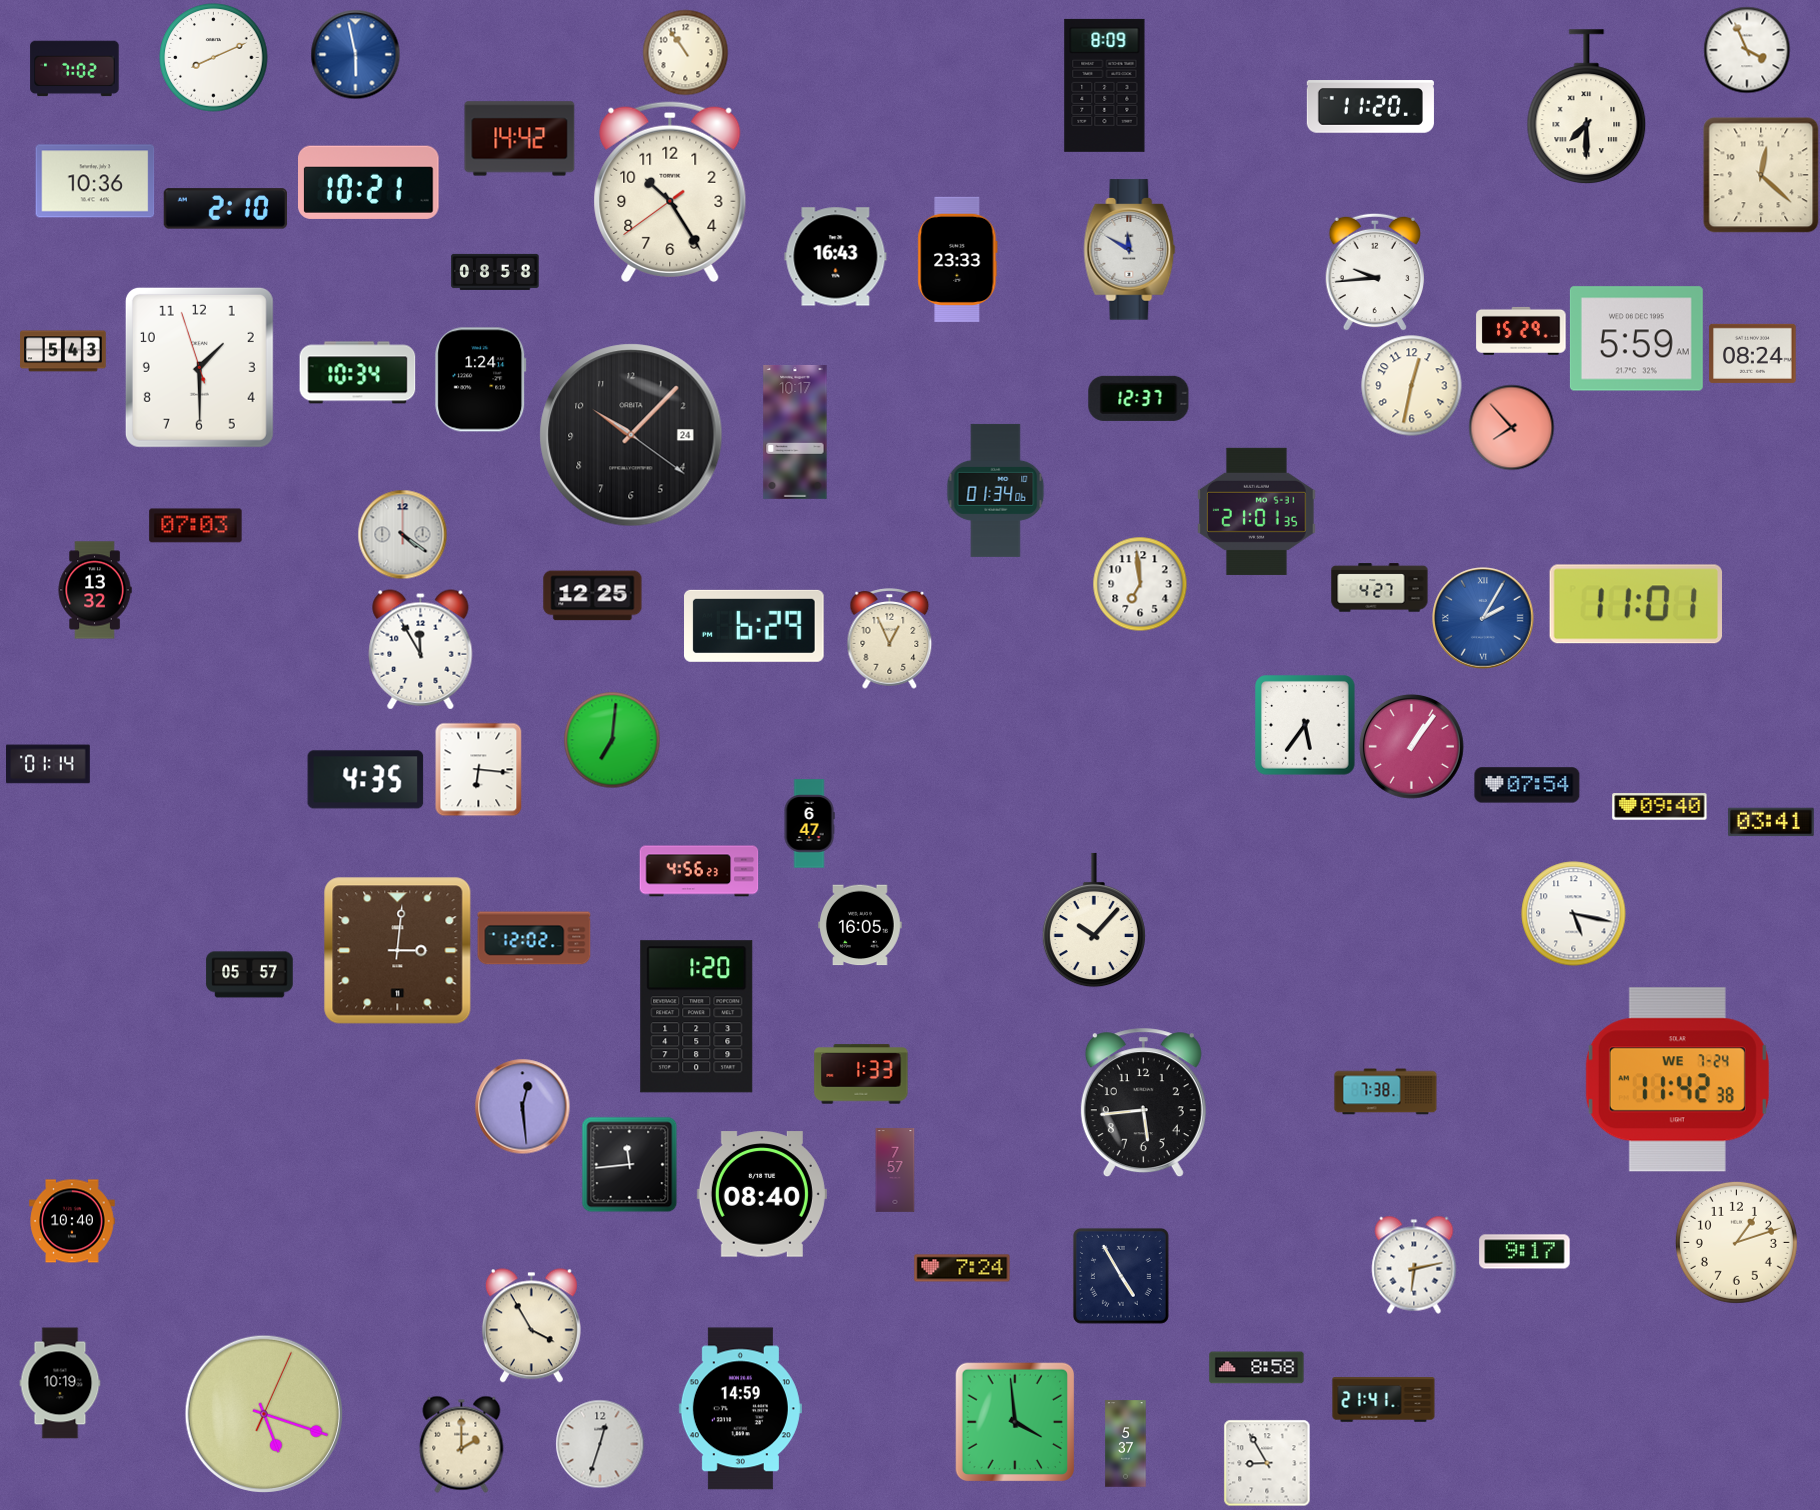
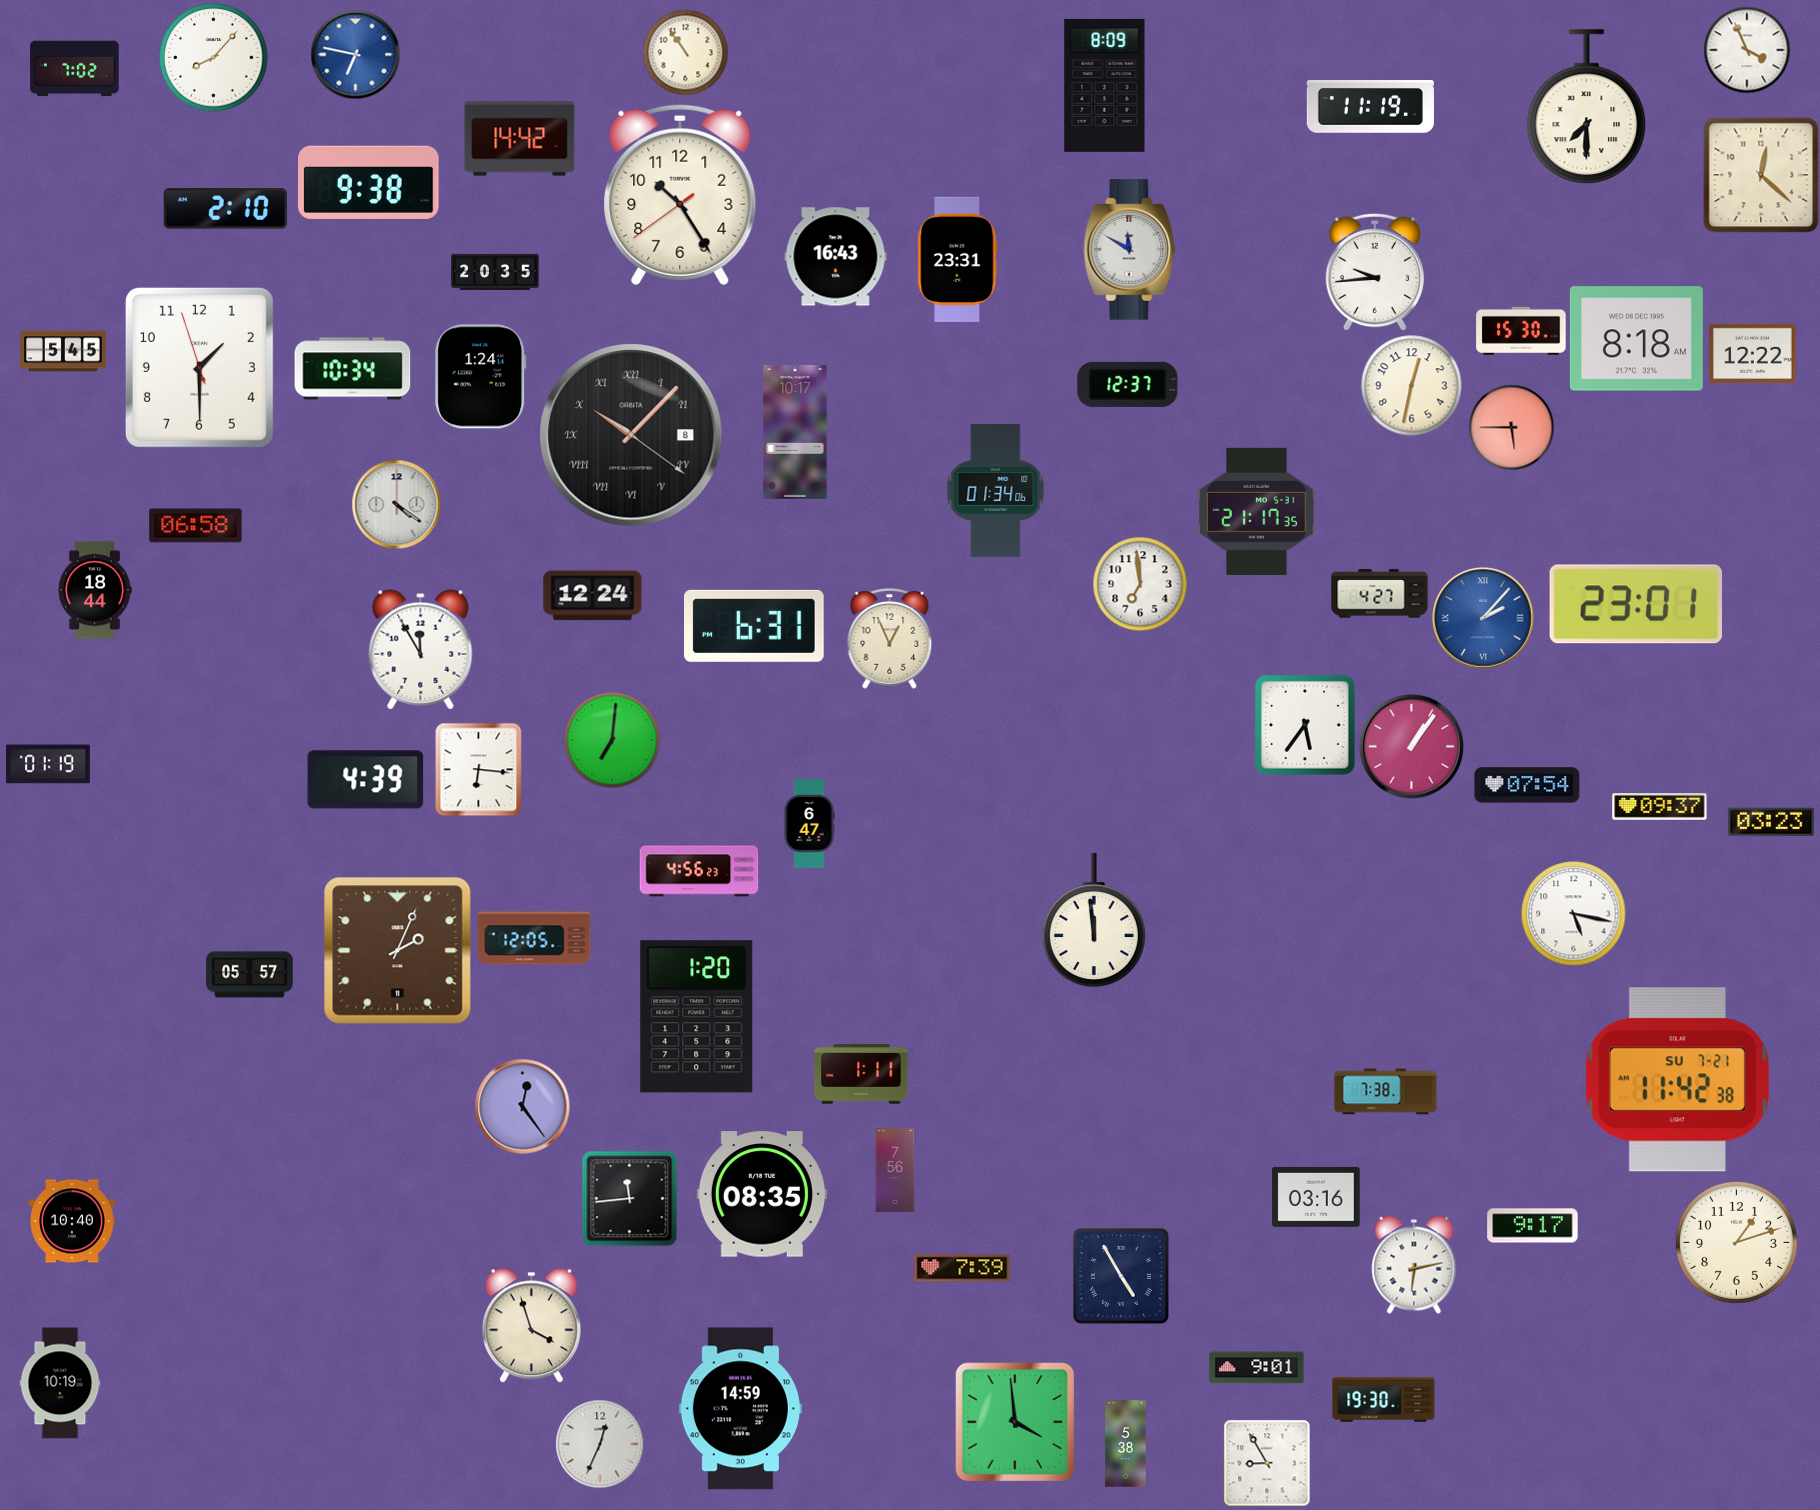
clock at (355, 54): 5:58 -> 6:47
clock at (214, 58): 8:11 -> 8:07
clock at (1370, 107): 11:20 -> 11:19
clock at (95, 181): 10:36 -> none
clock at (369, 182): 10:21 -> 9:38
clock at (670, 192) position: (670, 192) -> (680, 195)
clock at (958, 259): 23:33 -> 23:31
clock at (495, 272): 08:58 -> 20:35
clock at (1521, 331): 15:29 -> 15:30
clock at (1636, 339): 5:59 -> 8:18
clock at (63, 351): 5:43 -> 5:45
clock at (1753, 353): 08:24 -> 12:22
clock at (358, 373) position: (358, 373) -> (353, 369)
clock at (481, 380) position: (481, 380) -> (481, 377)
clock at (1139, 398) position: (1139, 398) -> (1128, 384)
clock at (1511, 427): 7:53 -> 5:45
clock at (631, 435) date: 24 -> 8
clock at (631, 435) numerals: Arabic -> Roman
clock at (1257, 511): 21:01 -> 21:17
clock at (196, 526): 07:03 -> 06:58
clock at (402, 534) position: (402, 534) -> (396, 504)
clock at (1380, 588) position: (1380, 588) -> (1380, 594)
clock at (95, 590): 13:32 -> 18:44
clock at (593, 596): 12:25 -> 12:24
clock at (1635, 604): 11:01 -> 23:01
clock at (1483, 618): 2:05 -> 2:07
clock at (755, 626): 6:29 -> 6:31
clock at (49, 764): 01:14 -> 01:19
clock at (366, 780): 4:35 -> 4:39
clock at (1660, 807): 09:40 -> 09:37
clock at (1771, 822): 03:41 -> 03:23
clock at (1094, 920): 10:07 -> 11:59
clock at (861, 925): 16:05 -> none
clock at (534, 938): 12:02 -> 12:05
clock at (398, 951): 3:01 -> 2:04
clock at (861, 1074): 1:33 -> 1:11
clock at (1677, 1080) date: WE 7-24 -> SU 7-21
clock at (1143, 1103): 5:44 -> none
clock at (522, 1106): 12:29 -> 12:24
clock at (629, 1164) position: (629, 1164) -> (629, 1198)
clock at (895, 1170): 7:57 -> 7:56
clock at (762, 1194): 08:40 -> 08:35
clock at (1316, 1197): none -> 03:16
clock at (1525, 1252) position: (1525, 1252) -> (1533, 1226)
clock at (962, 1268): 7:24 -> 7:39
clock at (531, 1326): 3:55 -> 3:57
clock at (1257, 1368): 8:58 -> 9:01
clock at (1384, 1400): 21:41 -> 19:30
clock at (264, 1414): 5:18 -> none
clock at (462, 1444): 2:00 -> none
clock at (600, 1444): 12:33 -> 12:34
clock at (1126, 1444): 5:37 -> 5:38
